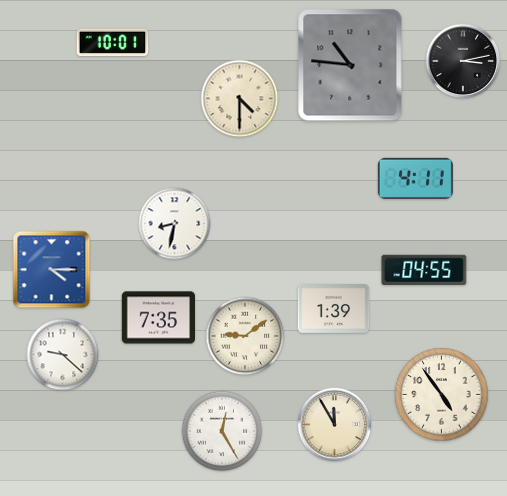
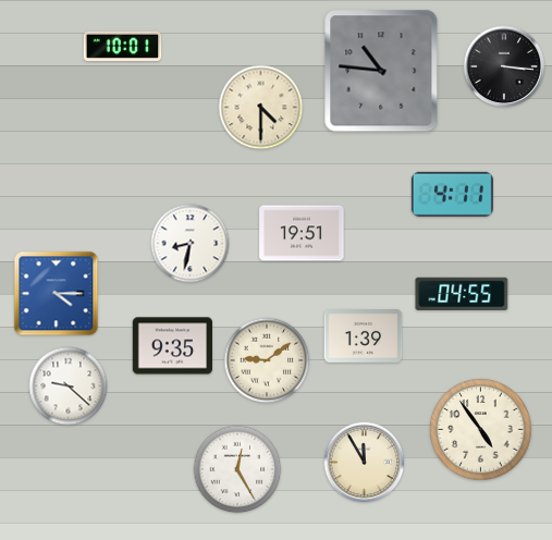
clock at (463, 61): 3:13 -> 3:16
clock at (302, 233): none -> 19:51
clock at (158, 318): 7:35 -> 9:35
clock at (245, 336) position: (245, 336) -> (267, 360)
clock at (222, 431) position: (222, 431) -> (237, 469)
